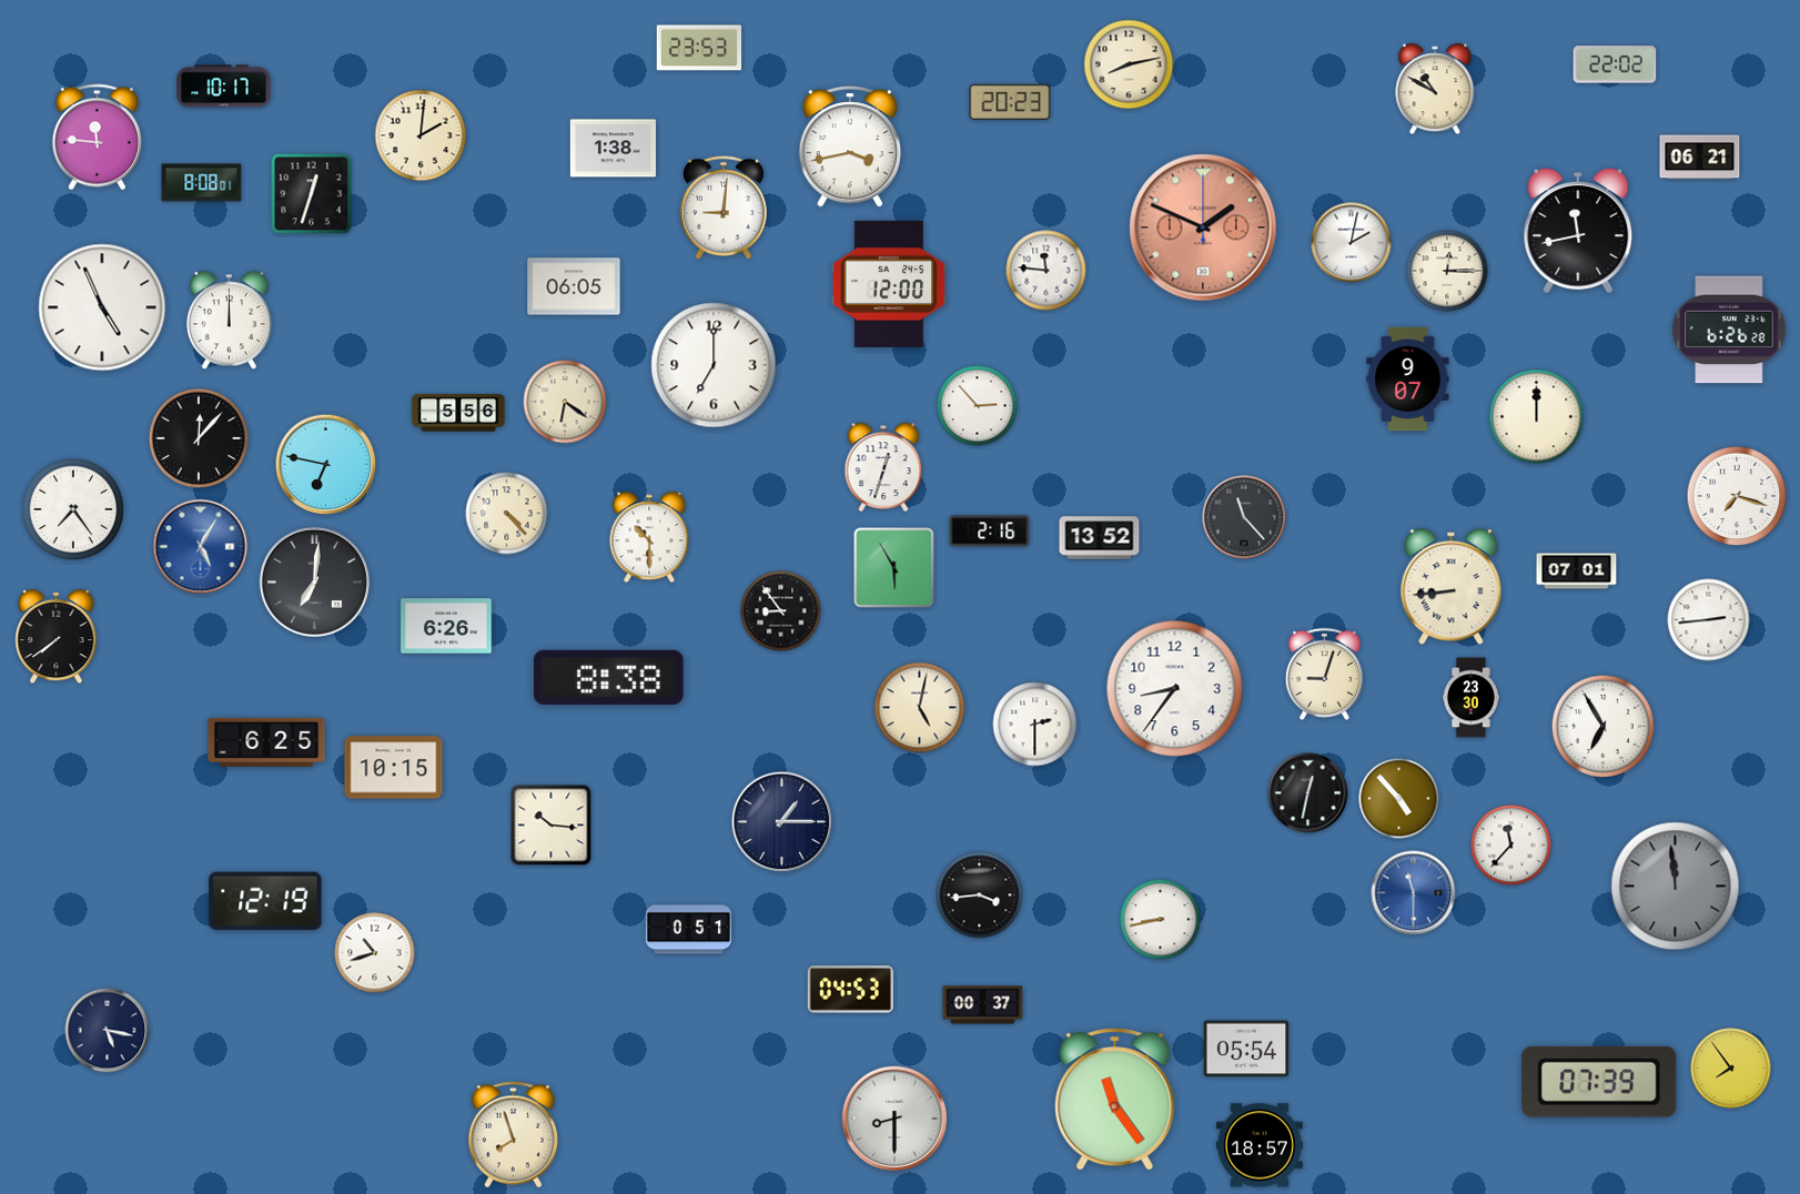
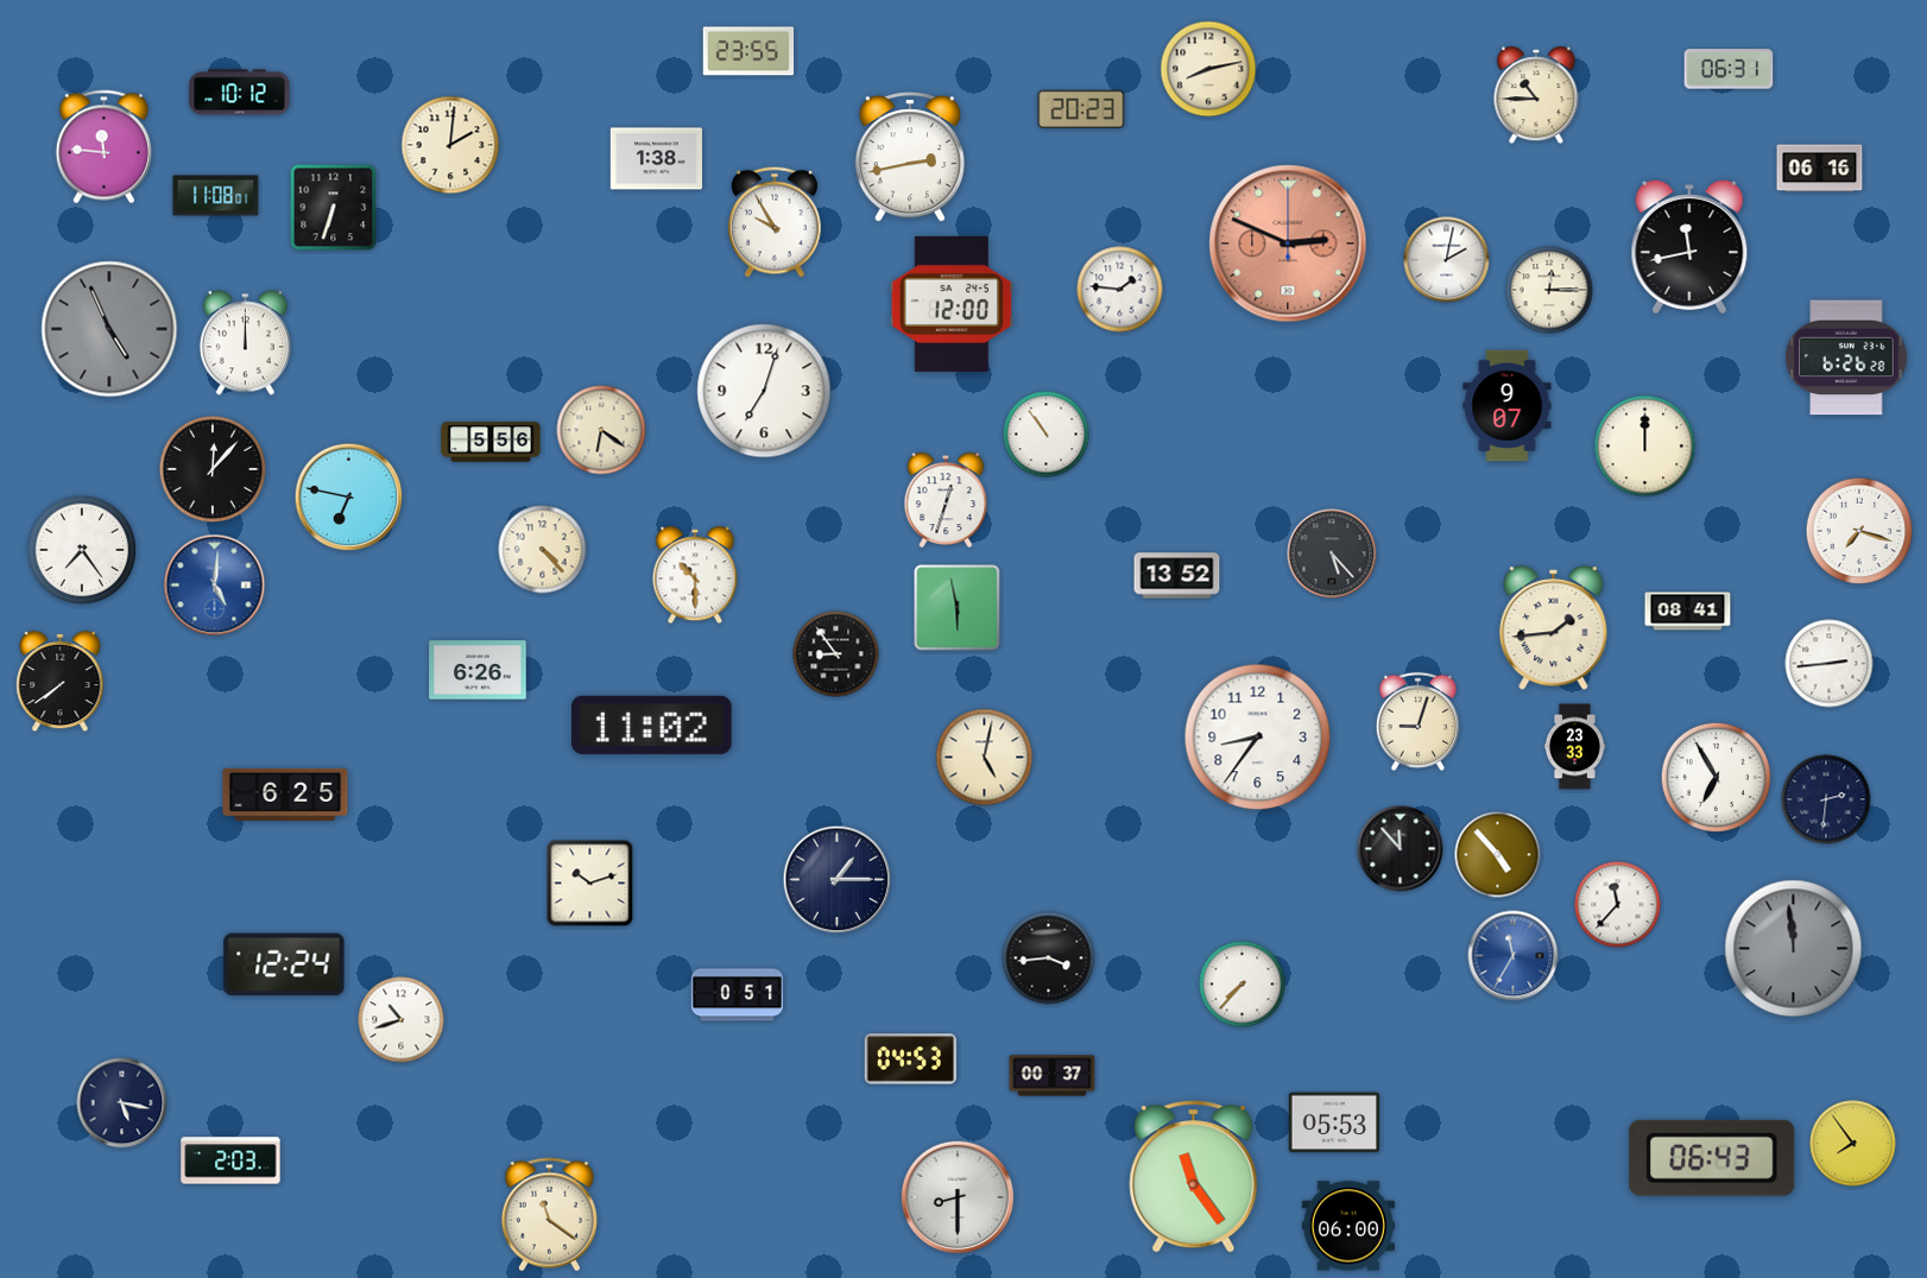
clock at (699, 48): 23:53 -> 23:55
clock at (1615, 64): 22:02 -> 06:31
clock at (224, 87): 10:17 -> 10:12
clock at (1435, 89): 10:50 -> 10:45
clock at (850, 146): 3:43 -> 2:43
clock at (1700, 158): 06:21 -> 06:16
clock at (202, 183): 8:08 -> 11:08
clock at (312, 194): 12:33 -> 6:33
clock at (724, 208): 9:01 -> 9:55
clock at (1203, 227): 1:49 -> 2:49
clock at (1046, 271): 11:46 -> 1:46
clock at (574, 286): 06:05 -> none
clock at (102, 307) dial: white -> grey
clock at (1729, 330) position: (1729, 330) -> (1846, 358)
clock at (714, 365): 7:00 -> 7:03
clock at (565, 402) position: (565, 402) -> (601, 430)
clock at (978, 406): 2:53 -> 10:54
clock at (73, 509) position: (73, 509) -> (82, 550)
clock at (1244, 517): 11:23 -> 5:23
clock at (990, 532): 2:16 -> none
clock at (201, 547): 5:05 -> 5:01
clock at (894, 568): 5:55 -> 5:58
clock at (1577, 571): 07:01 -> 08:41
clock at (314, 581): 7:01 -> none
clock at (1452, 587): 8:44 -> 1:44
clock at (609, 677): 8:38 -> 11:02
clock at (1470, 698): 23:30 -> 23:33
clock at (1035, 725): 2:30 -> none
clock at (1826, 799): none -> 2:31
clock at (394, 768): 10:15 -> none
clock at (1308, 793): 12:32 -> 11:53
clock at (552, 826): 10:16 -> 10:12
clock at (1414, 893): 11:30 -> 11:35
clock at (265, 901): 12:19 -> 12:24
clock at (1161, 920): 8:43 -> 7:37
clock at (108, 1031) position: (108, 1031) -> (122, 1103)
clock at (1246, 1049): 05:54 -> 05:53
clock at (1599, 1082): 07:39 -> 06:43
clock at (230, 1160): none -> 2:03
clock at (513, 1135): 7:57 -> 11:21
clock at (1260, 1145): 18:57 -> 06:00
